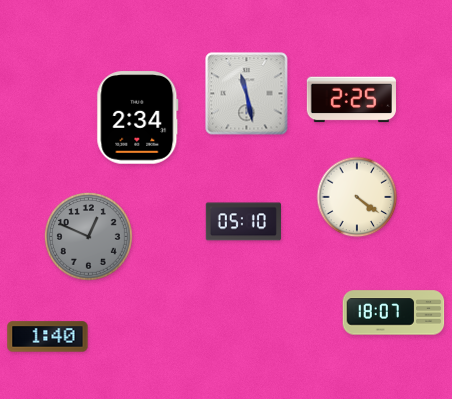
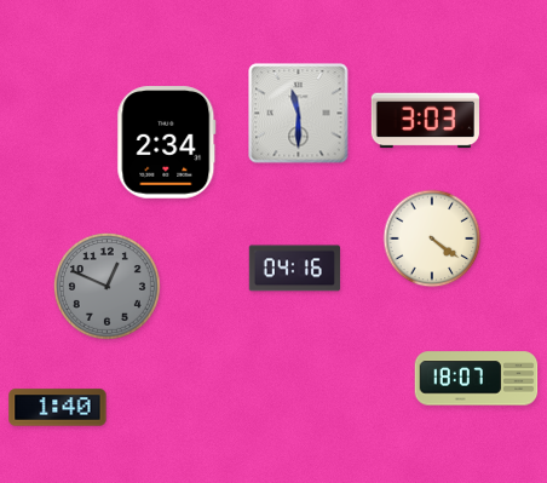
clock at (247, 94): 11:28 -> 11:30
clock at (351, 100): 2:25 -> 3:03
clock at (243, 222): 05:10 -> 04:16
